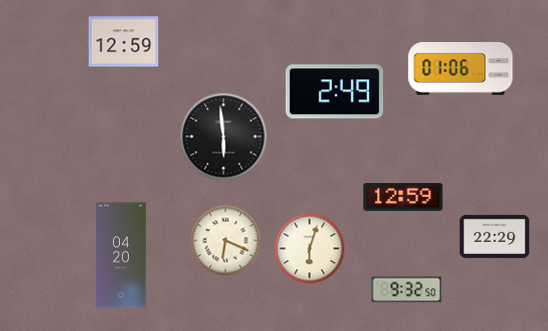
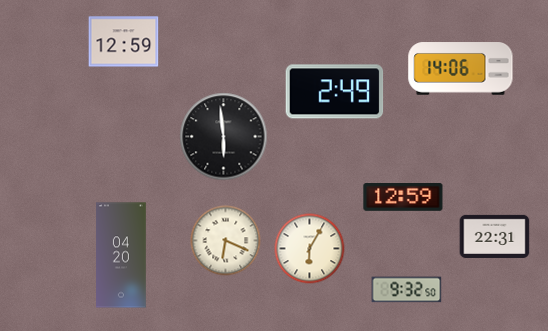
clock at (461, 69): 01:06 -> 14:06
clock at (495, 236): 22:29 -> 22:31
clock at (310, 249): 6:03 -> 6:05
